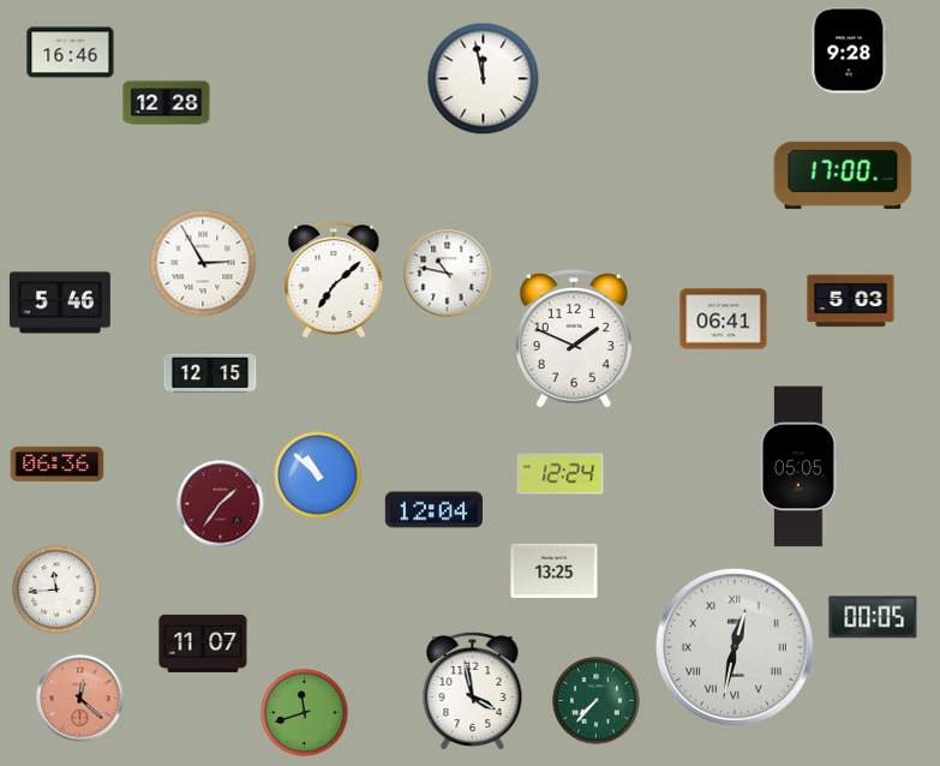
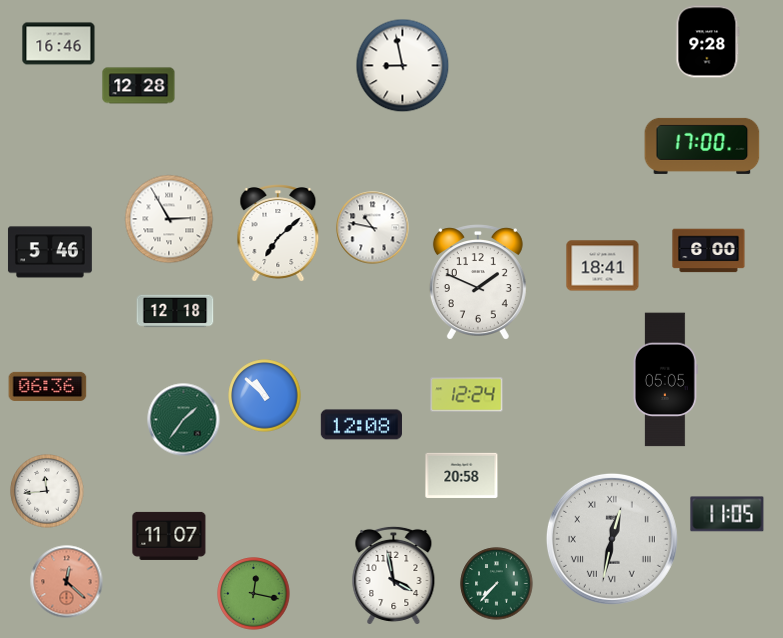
clock at (484, 79): 11:58 -> 8:58
clock at (851, 301): 5:03 -> 6:00
clock at (724, 319): 06:41 -> 18:41
clock at (210, 373): 12:15 -> 12:18
clock at (798, 467) position: (798, 467) -> (665, 380)
clock at (221, 504) dial: burgundy -> green
clock at (433, 510): 12:04 -> 12:08
clock at (555, 570): 13:25 -> 20:58
clock at (873, 617): 00:05 -> 11:05
clock at (305, 713): 11:42 -> 12:17
